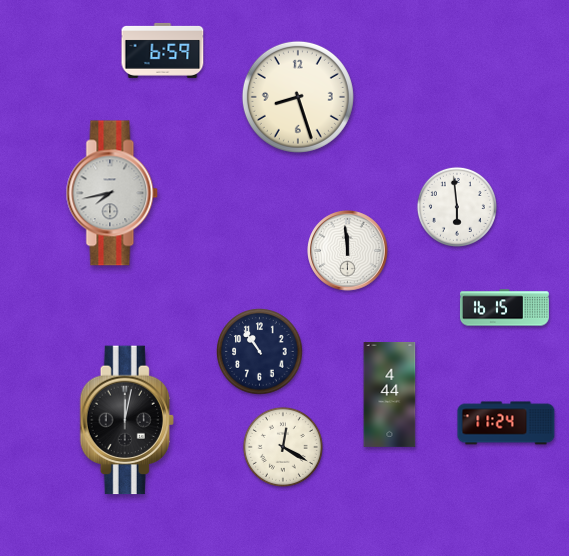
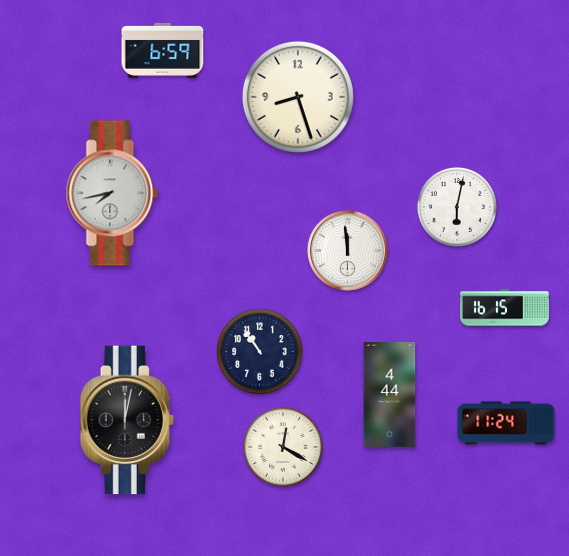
clock at (457, 207): 5:59 -> 6:02
